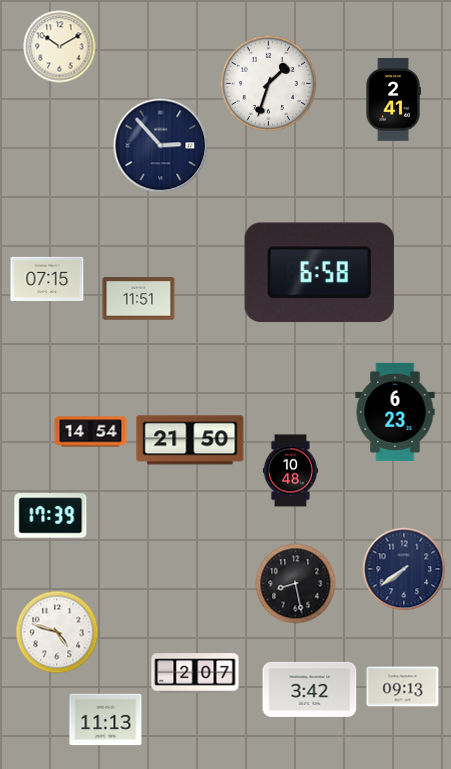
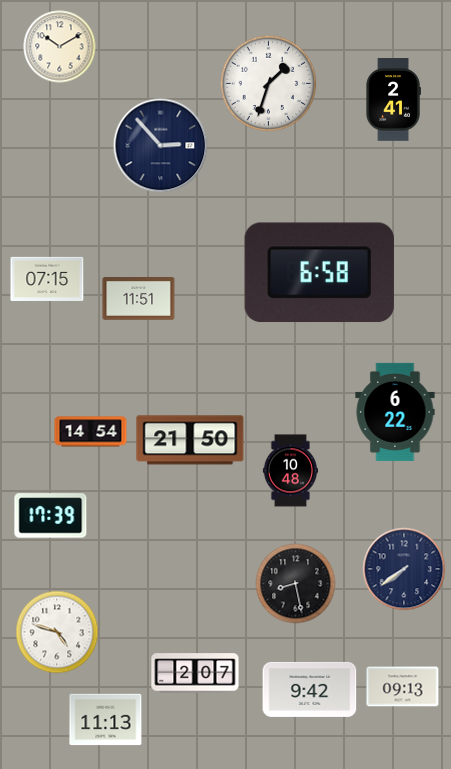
clock at (395, 412): 6:23 -> 6:22
clock at (310, 689): 3:42 -> 9:42
